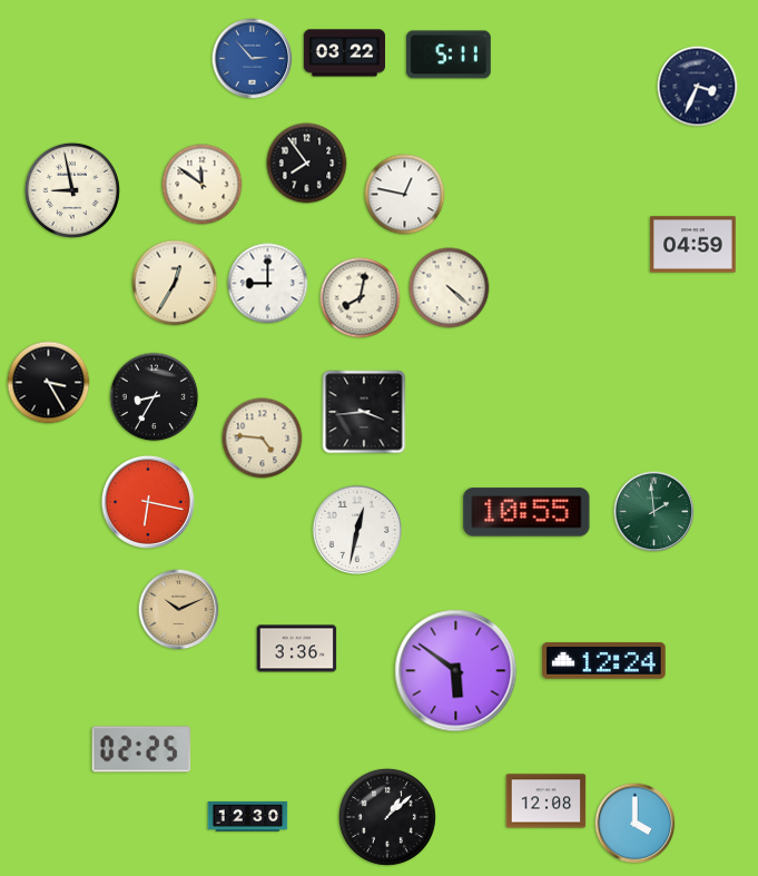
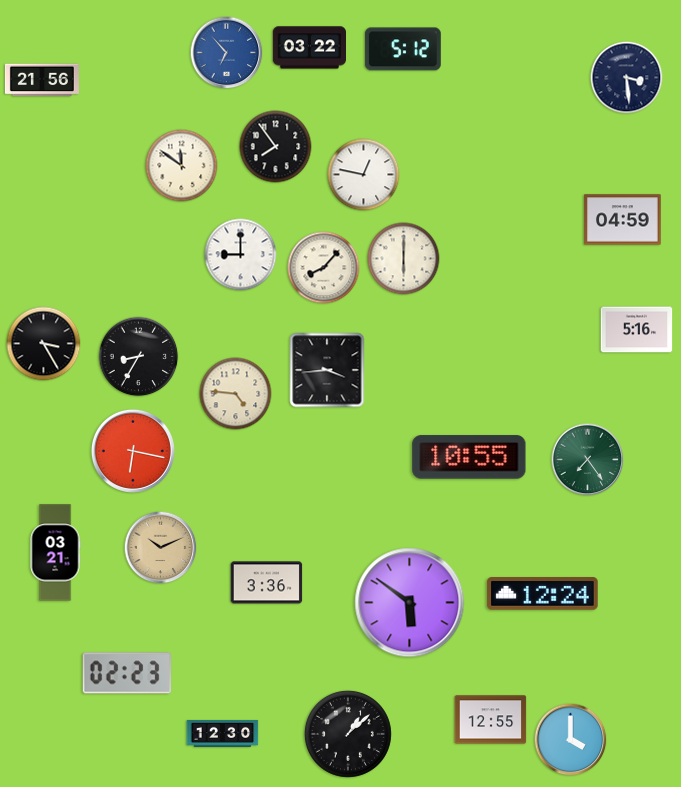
clock at (449, 55): 5:11 -> 5:12
clock at (253, 59): 2:53 -> 6:53
clock at (698, 87): 3:34 -> 3:29
clock at (42, 80): none -> 21:56
clock at (72, 190): 8:58 -> none
clock at (175, 283): 12:35 -> none
clock at (450, 288): 4:22 -> 6:00
clock at (361, 298): 8:02 -> 8:07
clock at (637, 330): none -> 5:16
clock at (526, 512) position: (526, 512) -> (469, 457)
clock at (654, 512): 1:59 -> 7:24
clock at (357, 530): 12:32 -> none
clock at (55, 553): none -> 03:21
clock at (141, 749): 02:25 -> 02:23
clock at (547, 801): 12:08 -> 12:55
